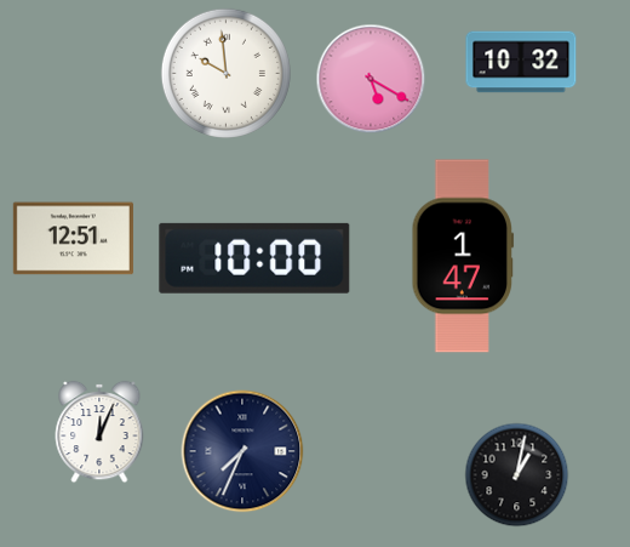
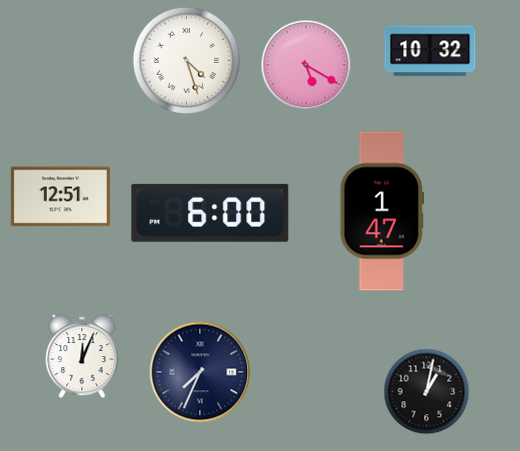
clock at (225, 73): 9:59 -> 4:27
clock at (254, 258): 10:00 -> 6:00
